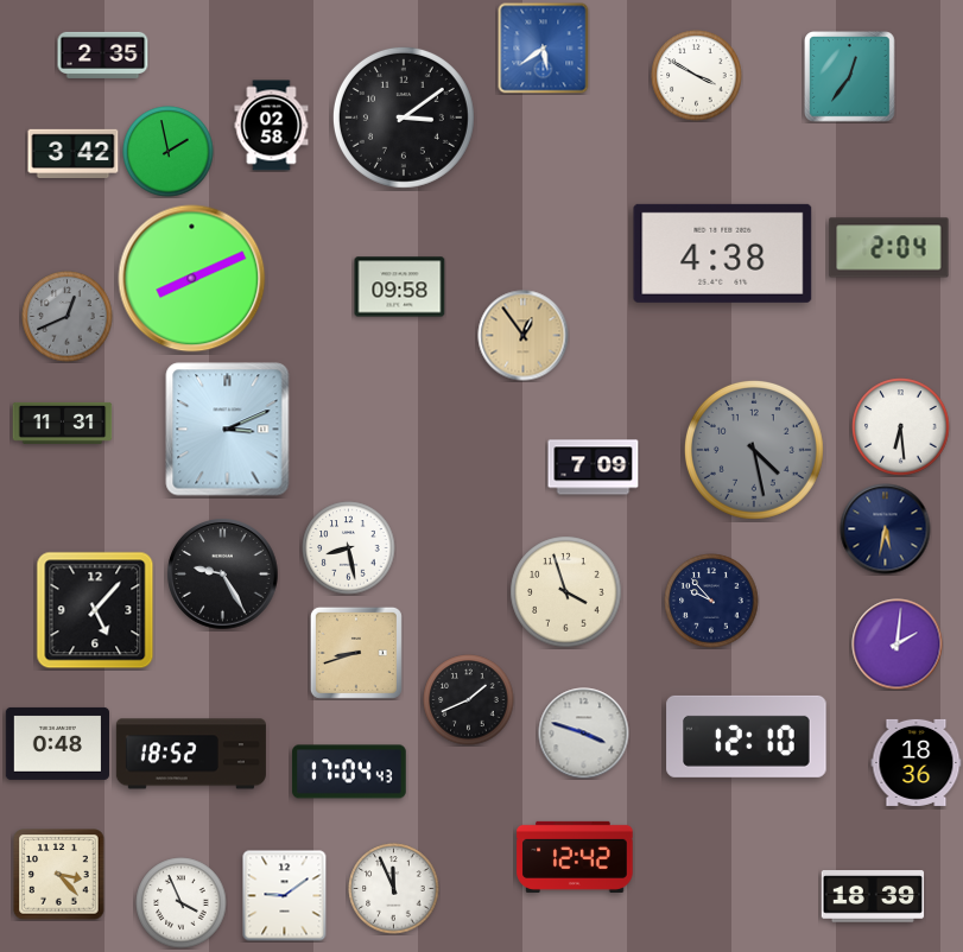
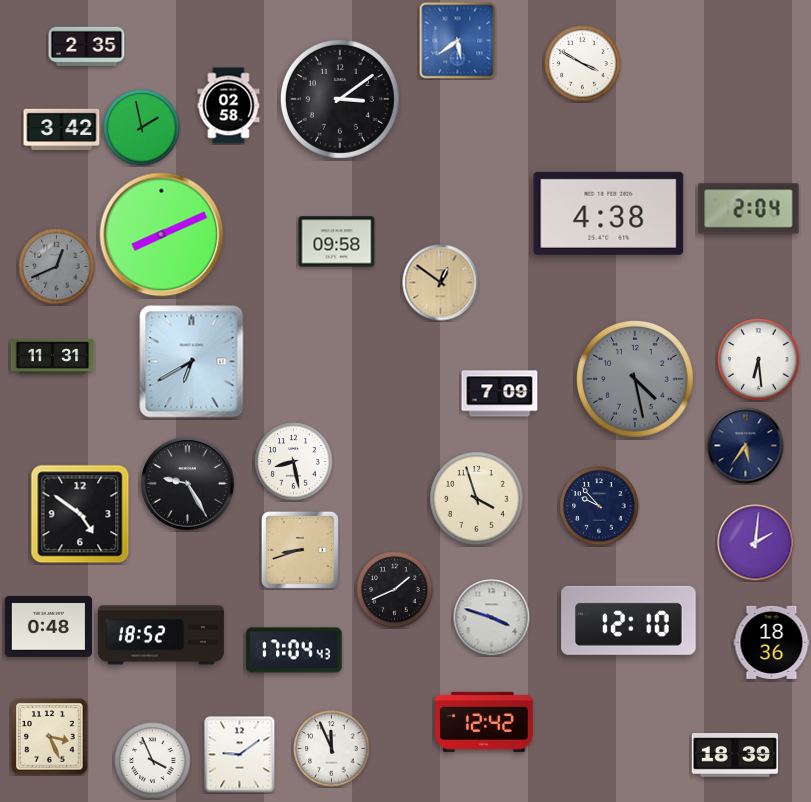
clock at (697, 76) position: (697, 76) -> (583, 64)
clock at (850, 77): 12:36 -> none
clock at (524, 336): 12:54 -> 12:51
clock at (228, 430): 3:11 -> 6:40
clock at (886, 529): 5:32 -> 5:36
clock at (95, 610): 5:07 -> 4:51
clock at (59, 875): 3:23 -> 3:26
